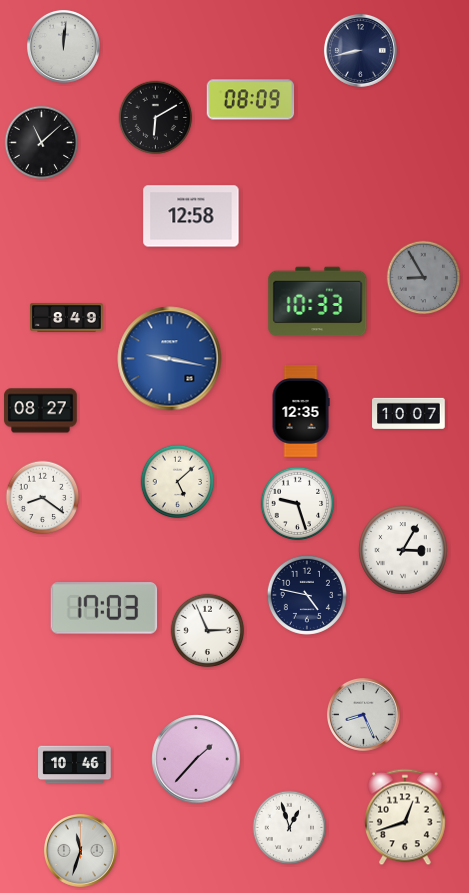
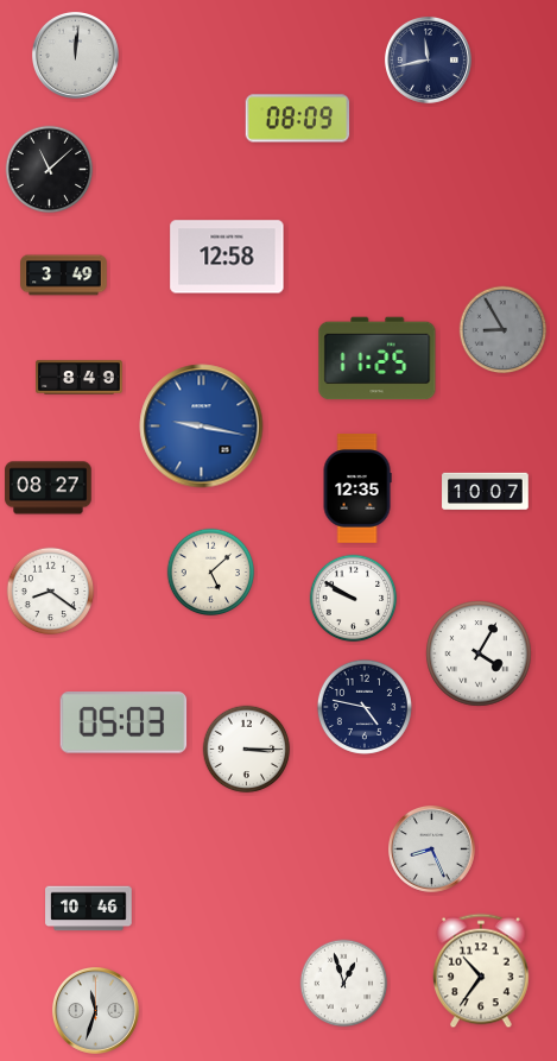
clock at (360, 50): 8:43 -> 11:43
clock at (156, 118): 6:10 -> none
clock at (64, 276): none -> 3:49
clock at (318, 302): 10:33 -> 11:25
clock at (298, 504): 9:27 -> 9:50
clock at (403, 550): 3:05 -> 4:05
clock at (104, 608): 17:03 -> 05:03
clock at (208, 631): 2:56 -> 3:15
clock at (196, 759): 1:37 -> none
clock at (406, 817): 12:42 -> 10:36
